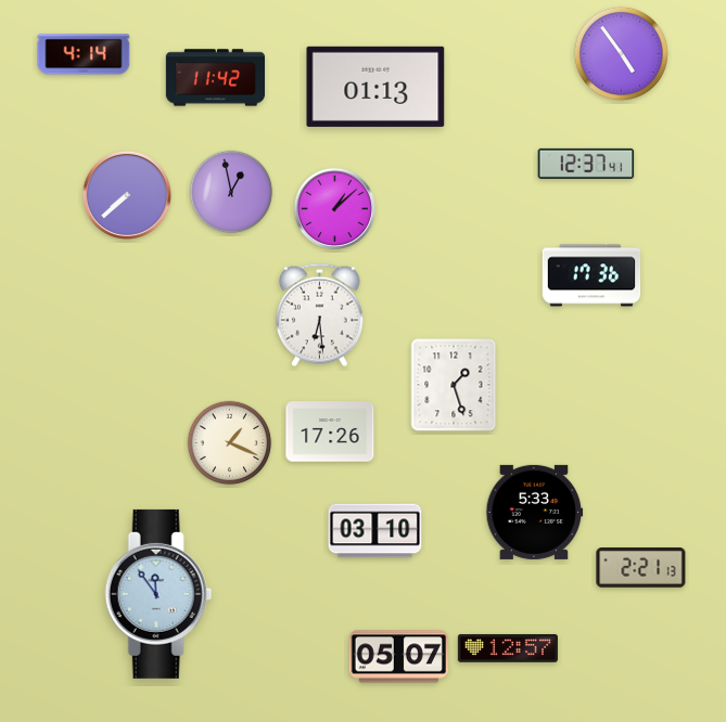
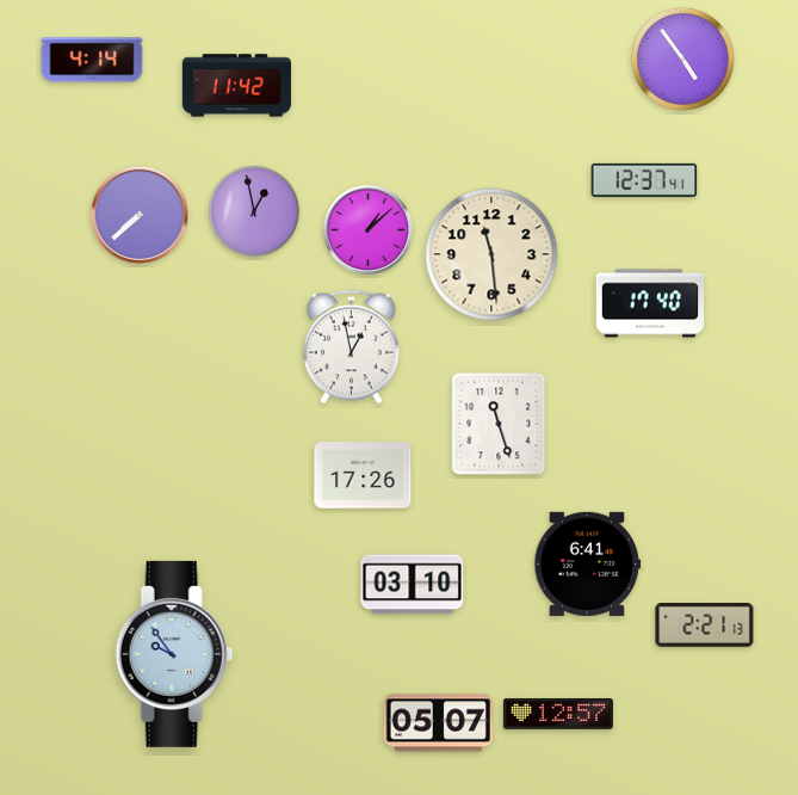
clock at (375, 87): 01:13 -> none
clock at (491, 254): none -> 11:29
clock at (591, 275): 17:36 -> 17:40
clock at (319, 315): 6:29 -> 12:58
clock at (454, 385): 1:27 -> 11:27
clock at (230, 443): 1:19 -> none
clock at (535, 512): 5:33 -> 6:41
clock at (158, 594): 11:54 -> 9:54
